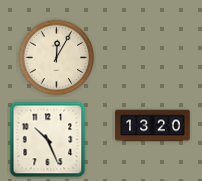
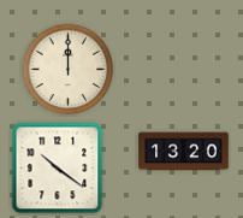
clock at (57, 58): 12:05 -> 12:00
clock at (48, 140): 10:26 -> 10:21
